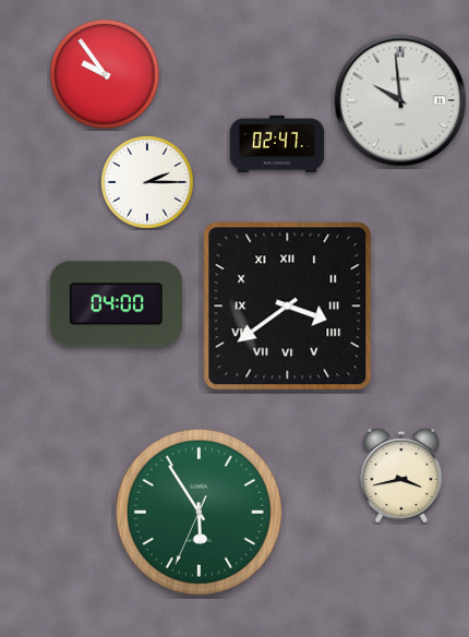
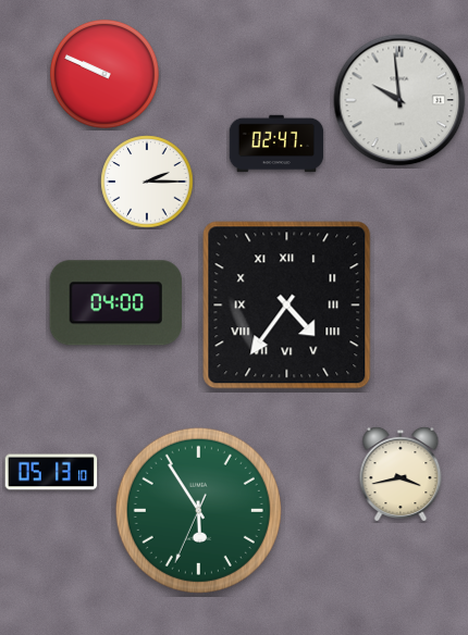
clock at (105, 74): 9:54 -> 9:49
clock at (288, 307): 3:39 -> 4:36
clock at (51, 472): none -> 05:13
